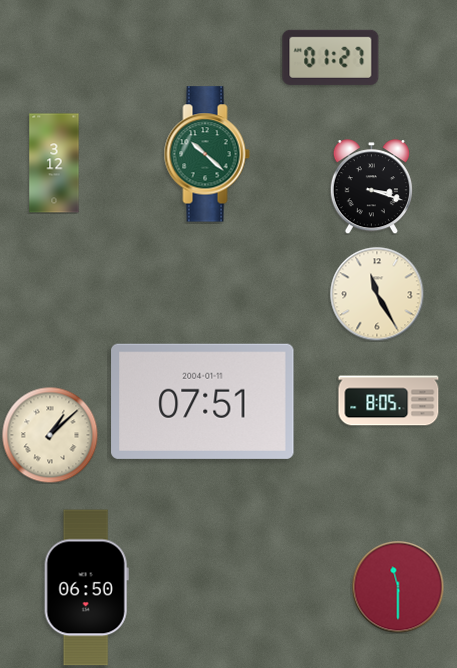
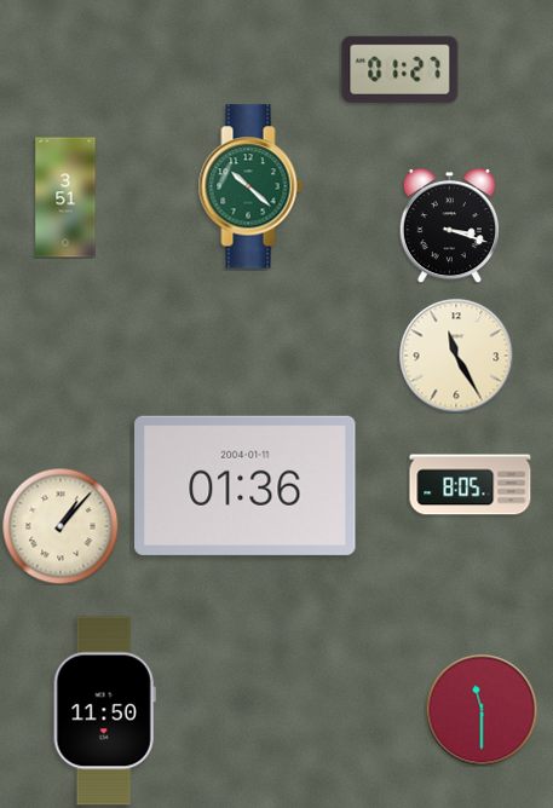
clock at (54, 163): 3:12 -> 3:51
clock at (203, 401): 07:51 -> 01:36
clock at (50, 435): 1:08 -> 1:07
clock at (86, 588): 06:50 -> 11:50
